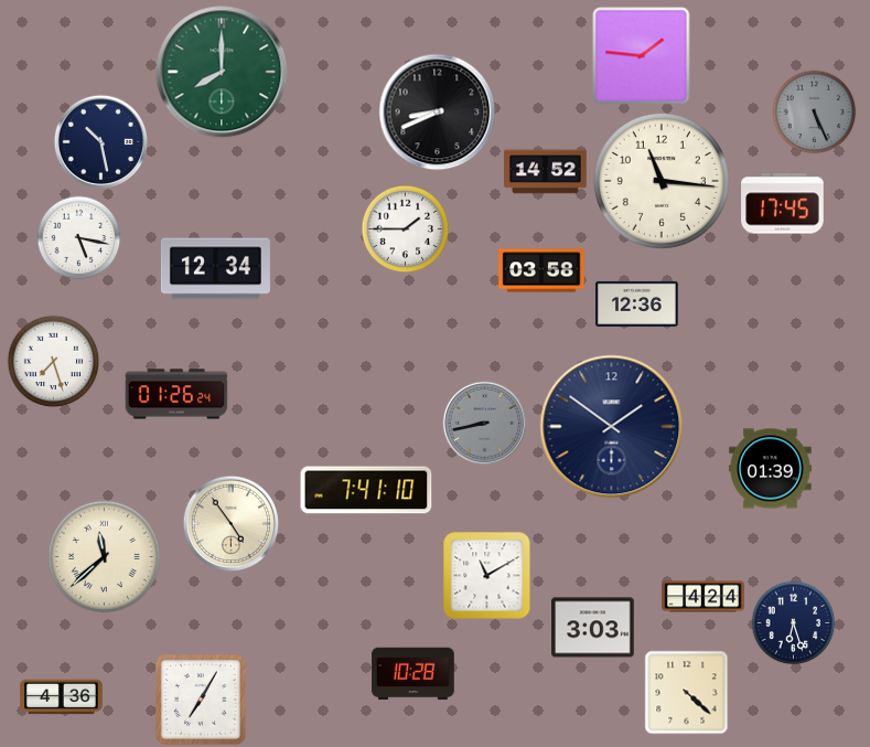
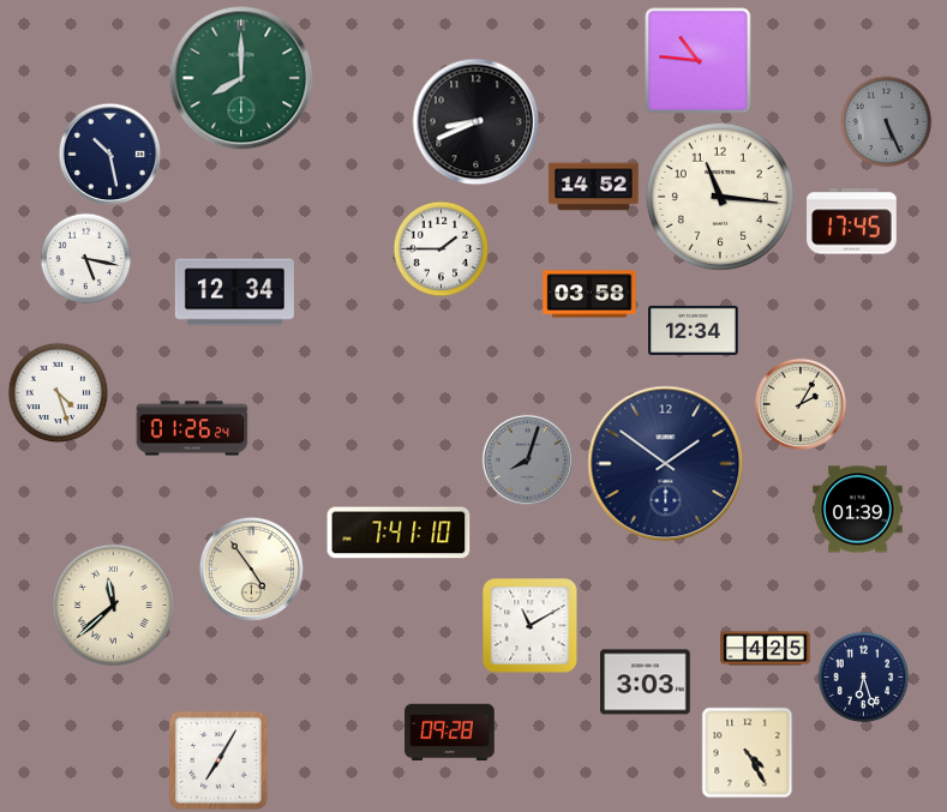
clock at (642, 56): 1:46 -> 10:46
clock at (637, 303): 12:36 -> 12:34
clock at (54, 362): 7:27 -> 4:27
clock at (801, 404): none -> 2:05
clock at (484, 423): 8:43 -> 8:03
clock at (771, 469) position: (771, 469) -> (858, 510)
clock at (703, 597): 4:24 -> 4:25
clock at (413, 674): 10:28 -> 09:28
clock at (687, 693): 4:22 -> 4:25
clock at (62, 697): 4:36 -> none
